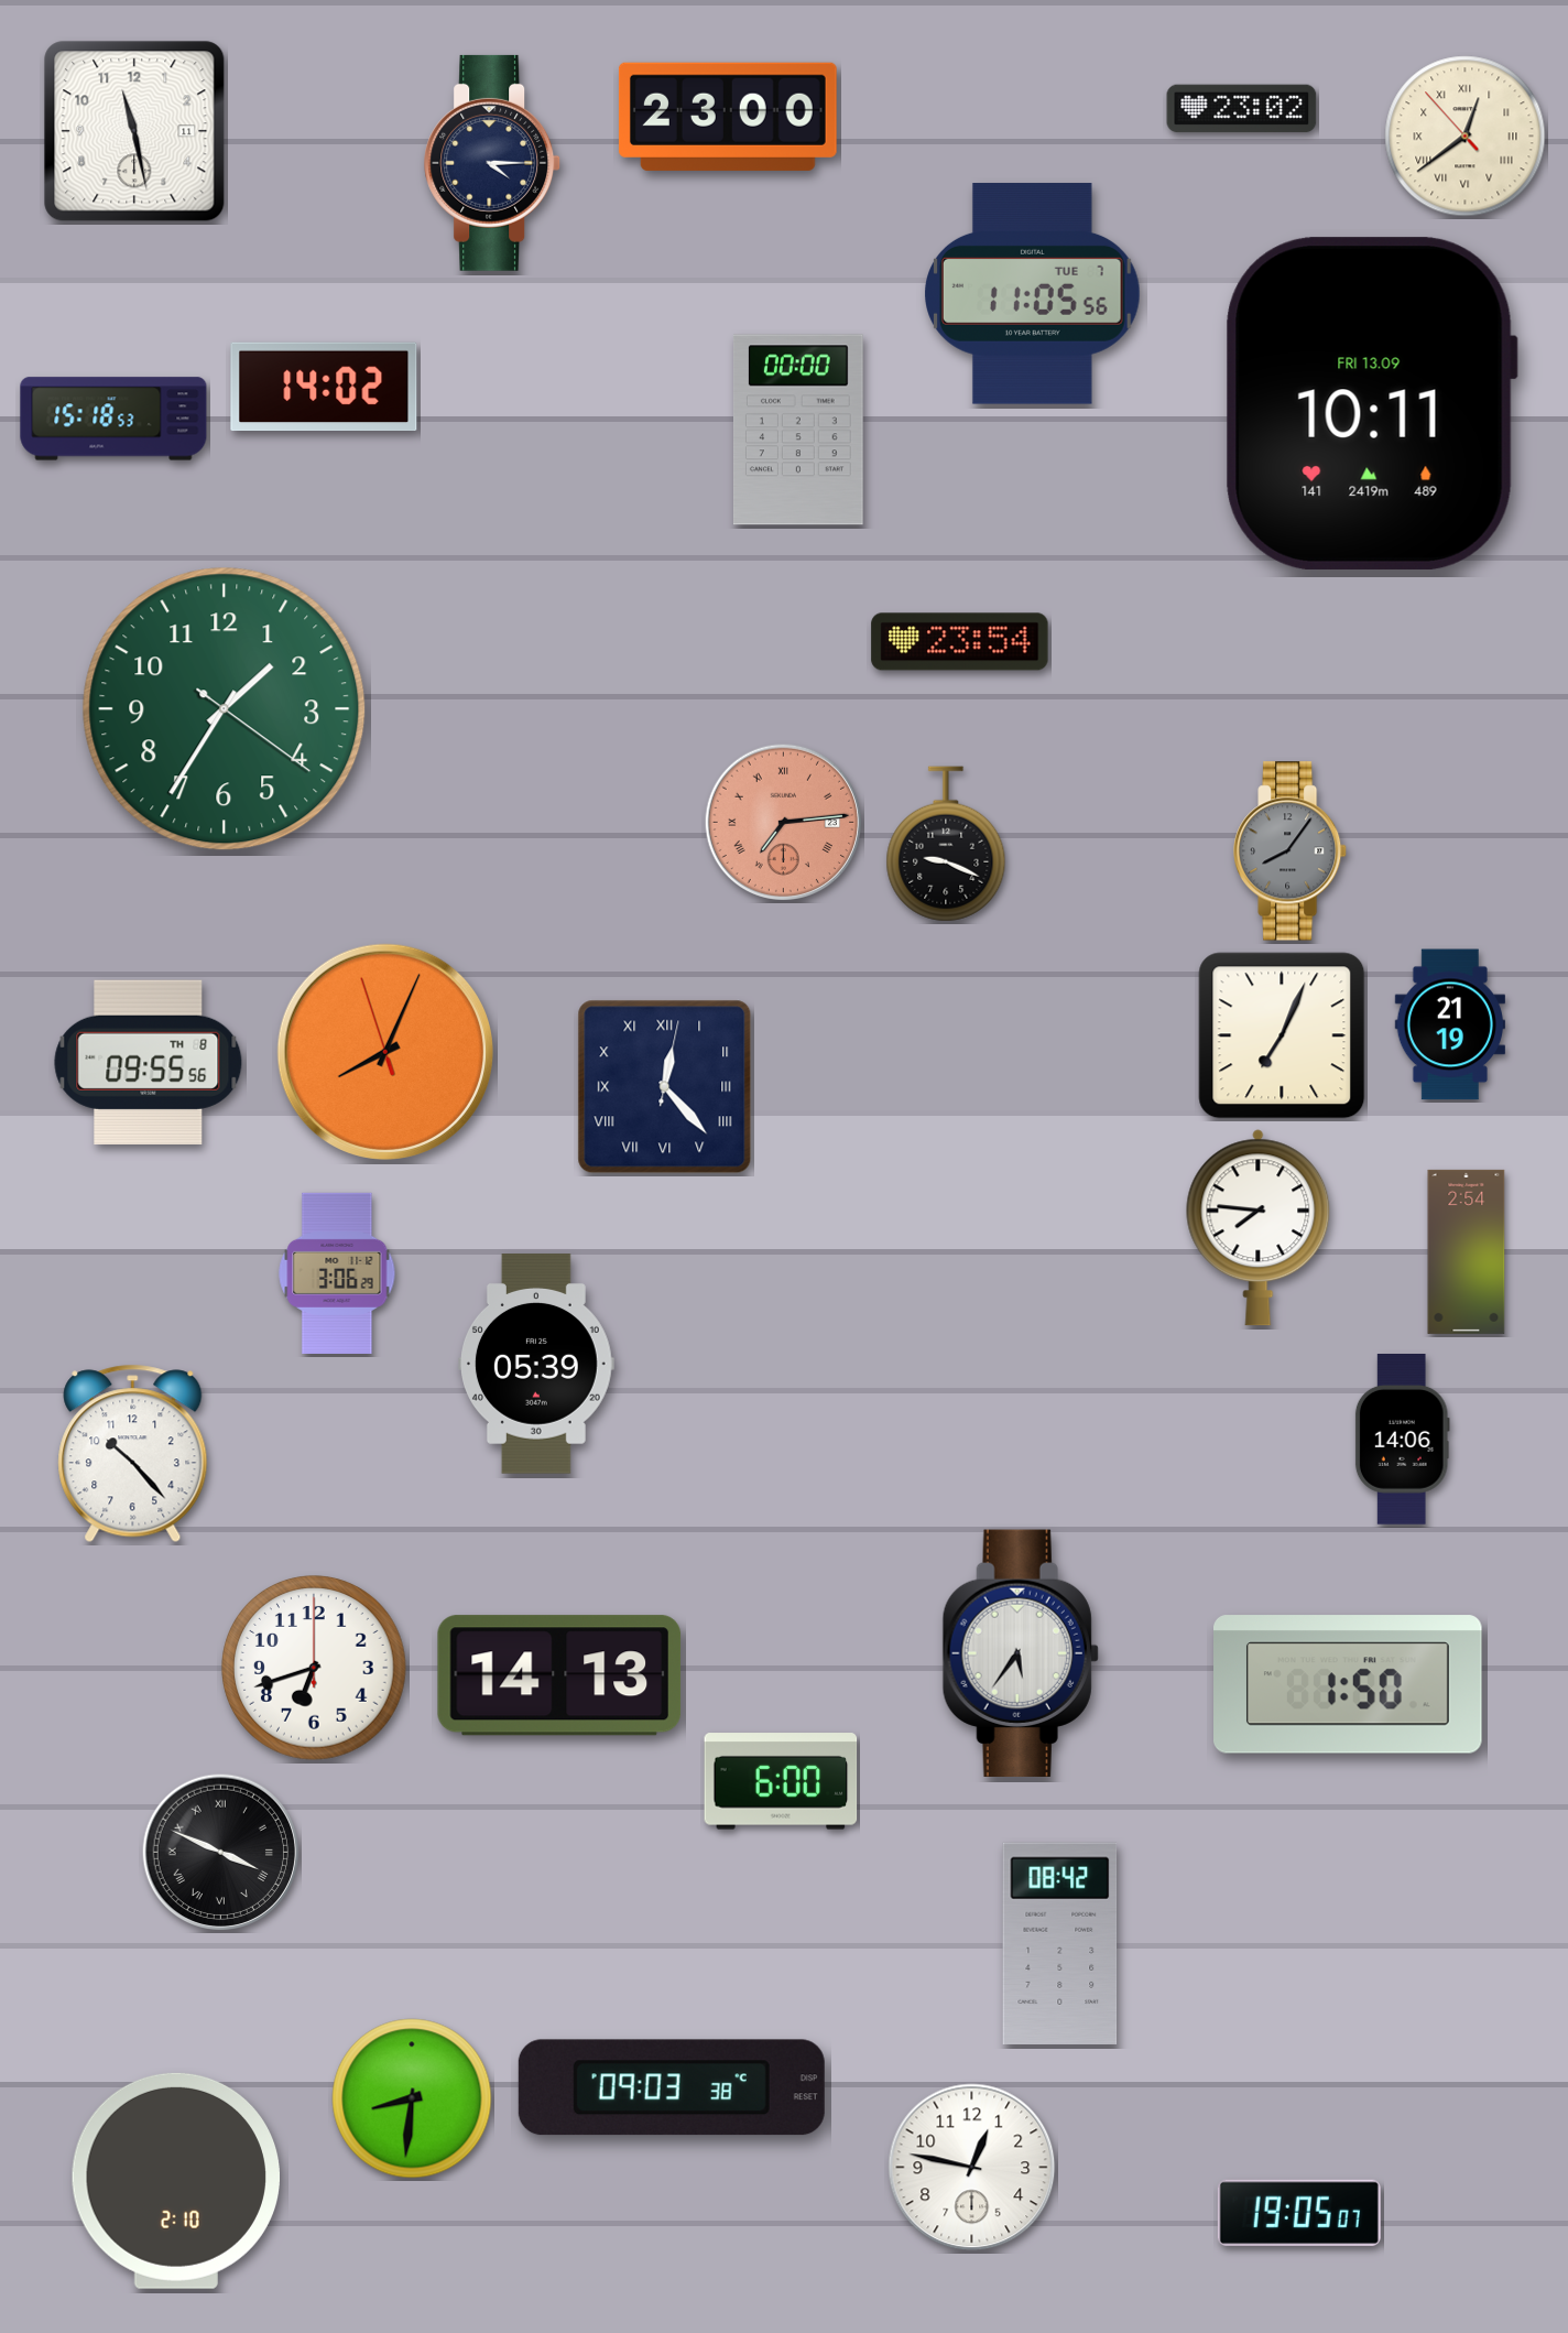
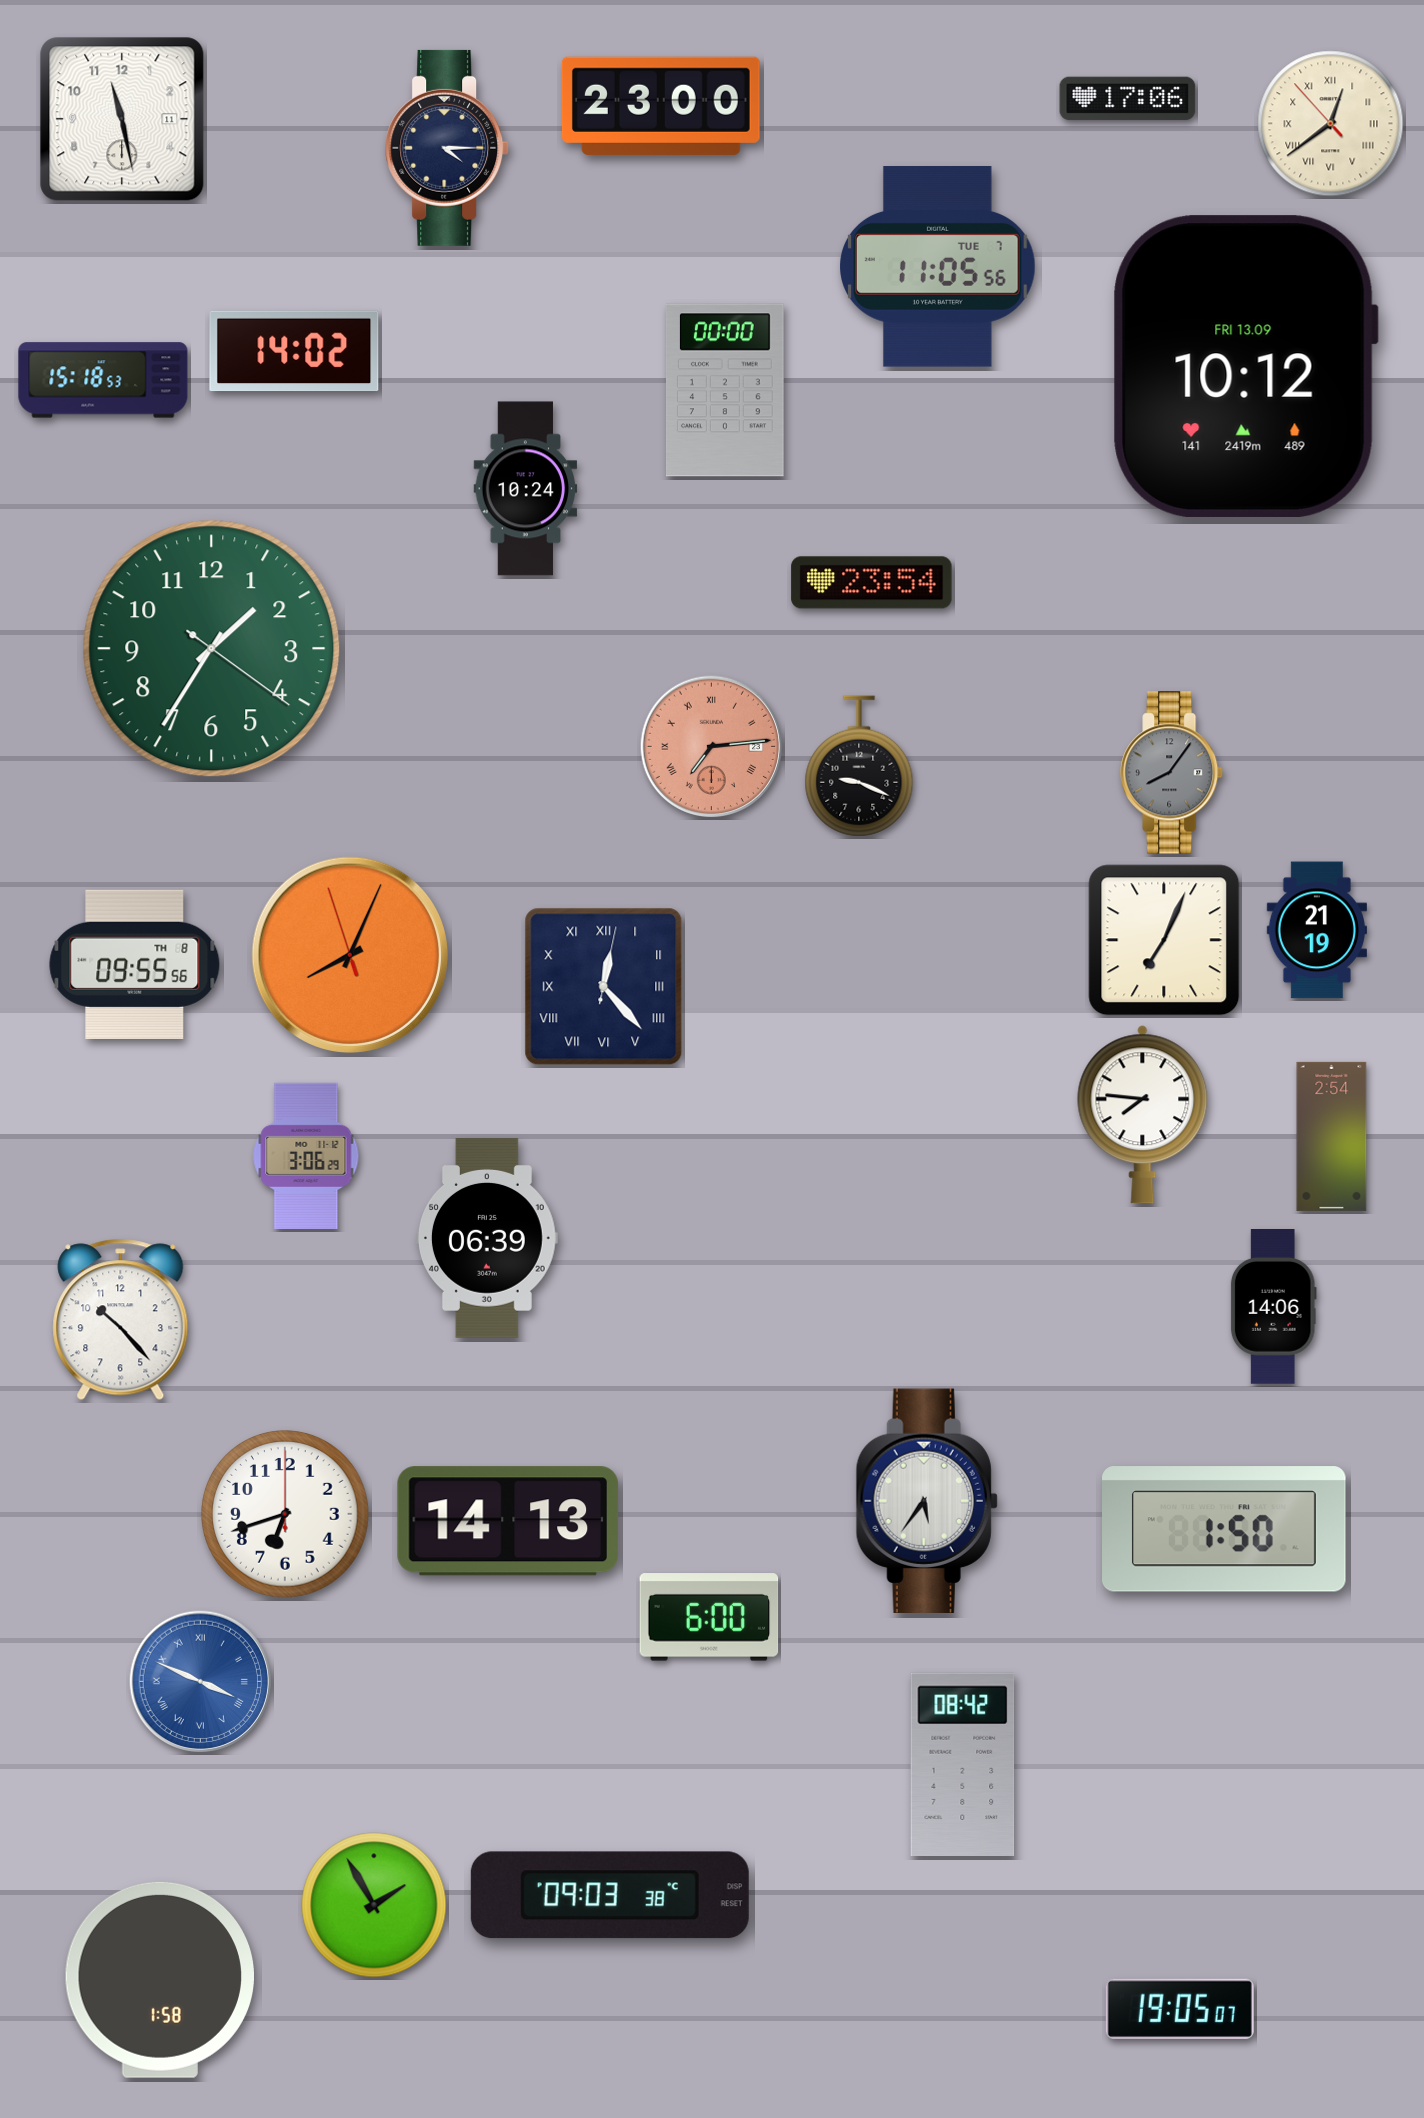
clock at (1242, 109): 23:02 -> 17:06
clock at (1371, 403): 10:11 -> 10:12
clock at (526, 489): none -> 10:24
clock at (225, 709) position: (225, 709) -> (212, 649)
clock at (536, 1364): 05:39 -> 06:39
clock at (220, 1852) dial: black -> blue
clock at (412, 2098): 8:31 -> 1:55
clock at (972, 2168): 12:47 -> none
clock at (175, 2181): 2:10 -> 1:58
